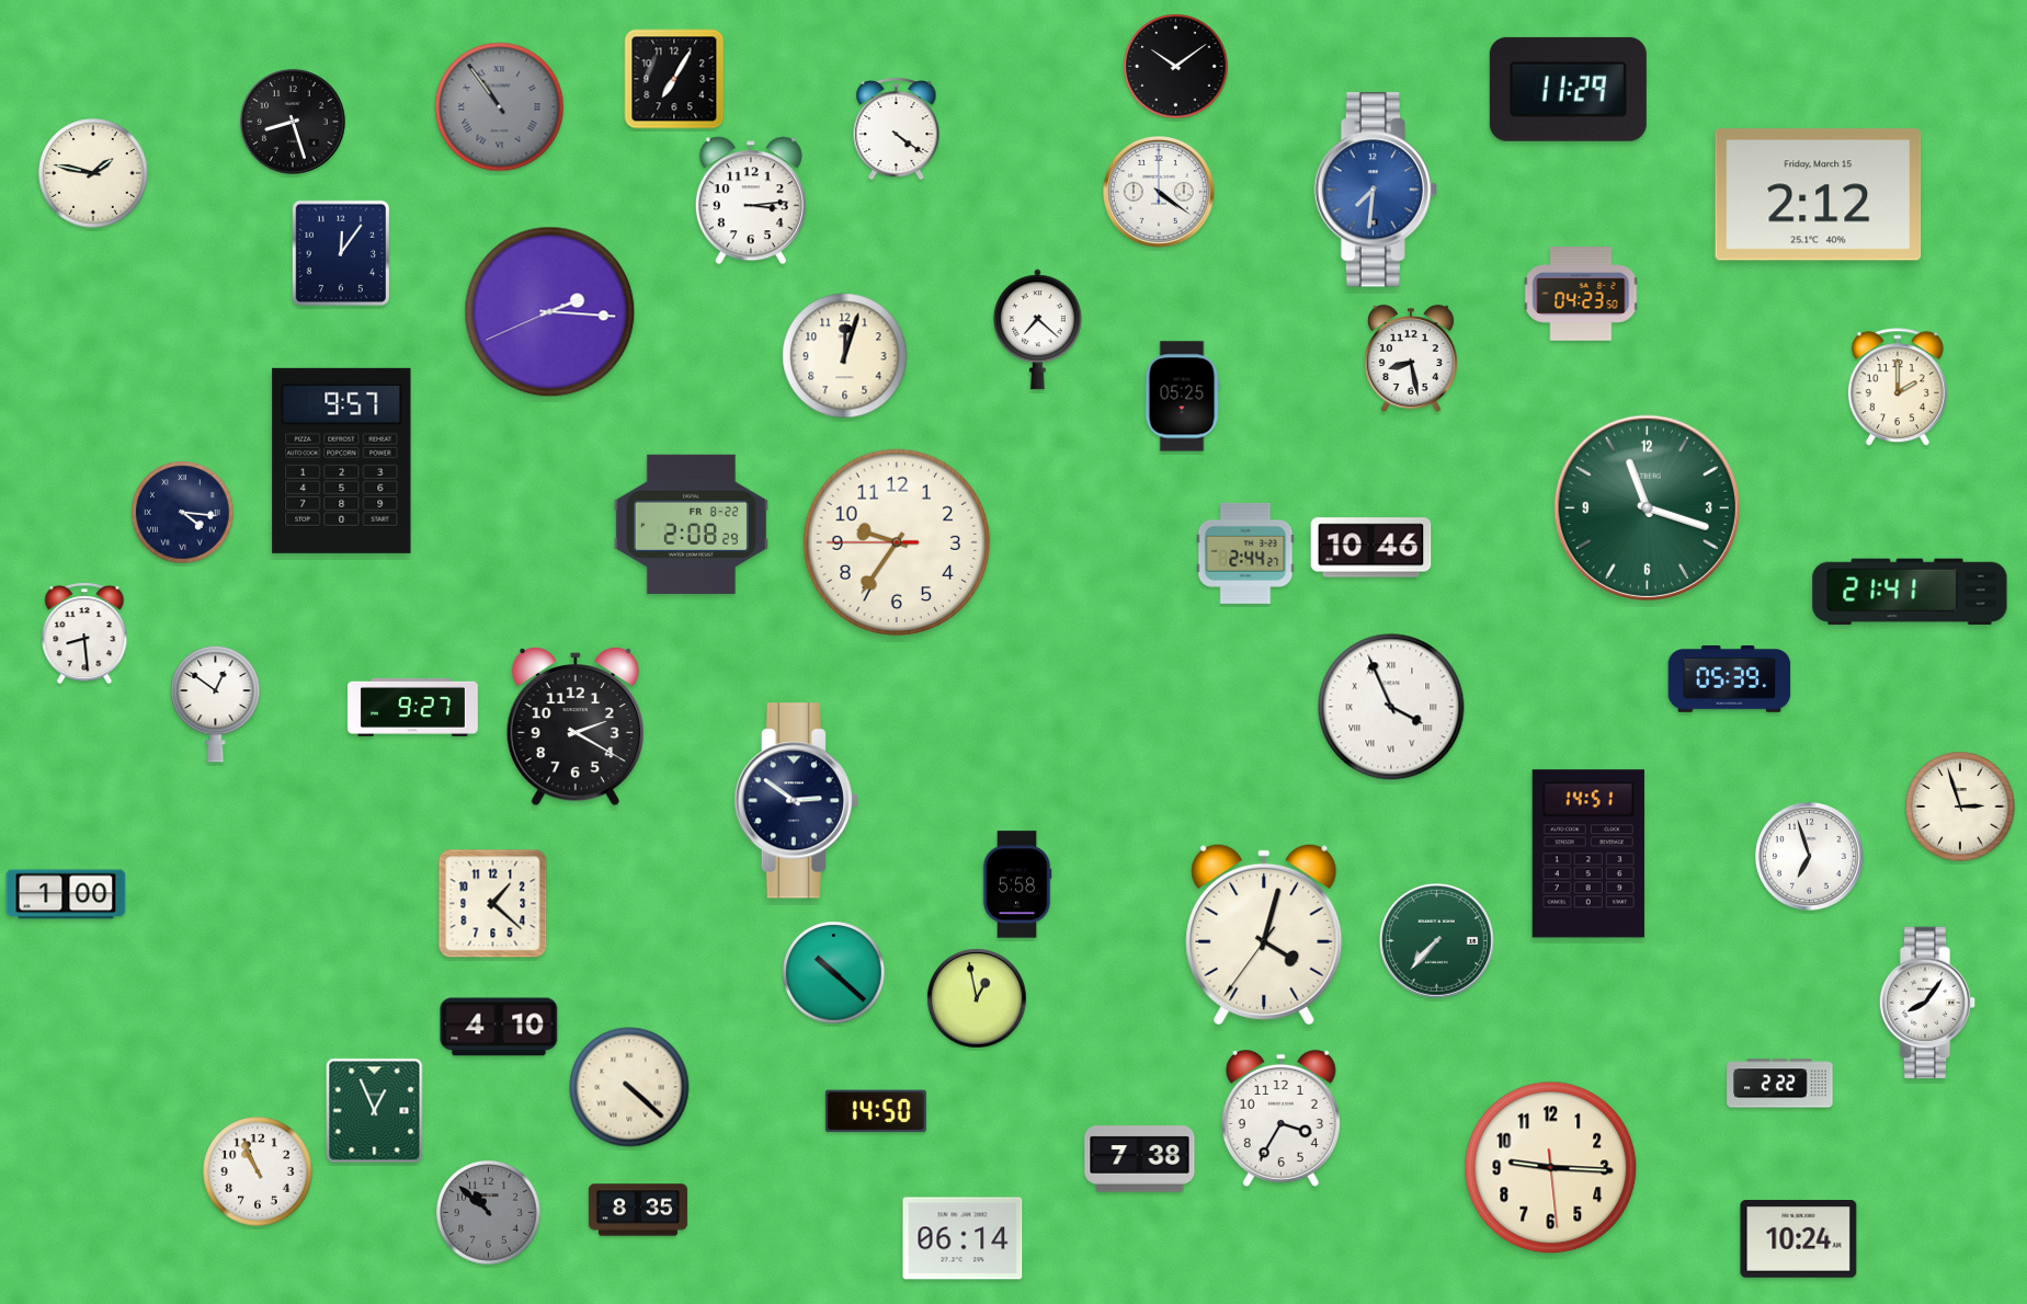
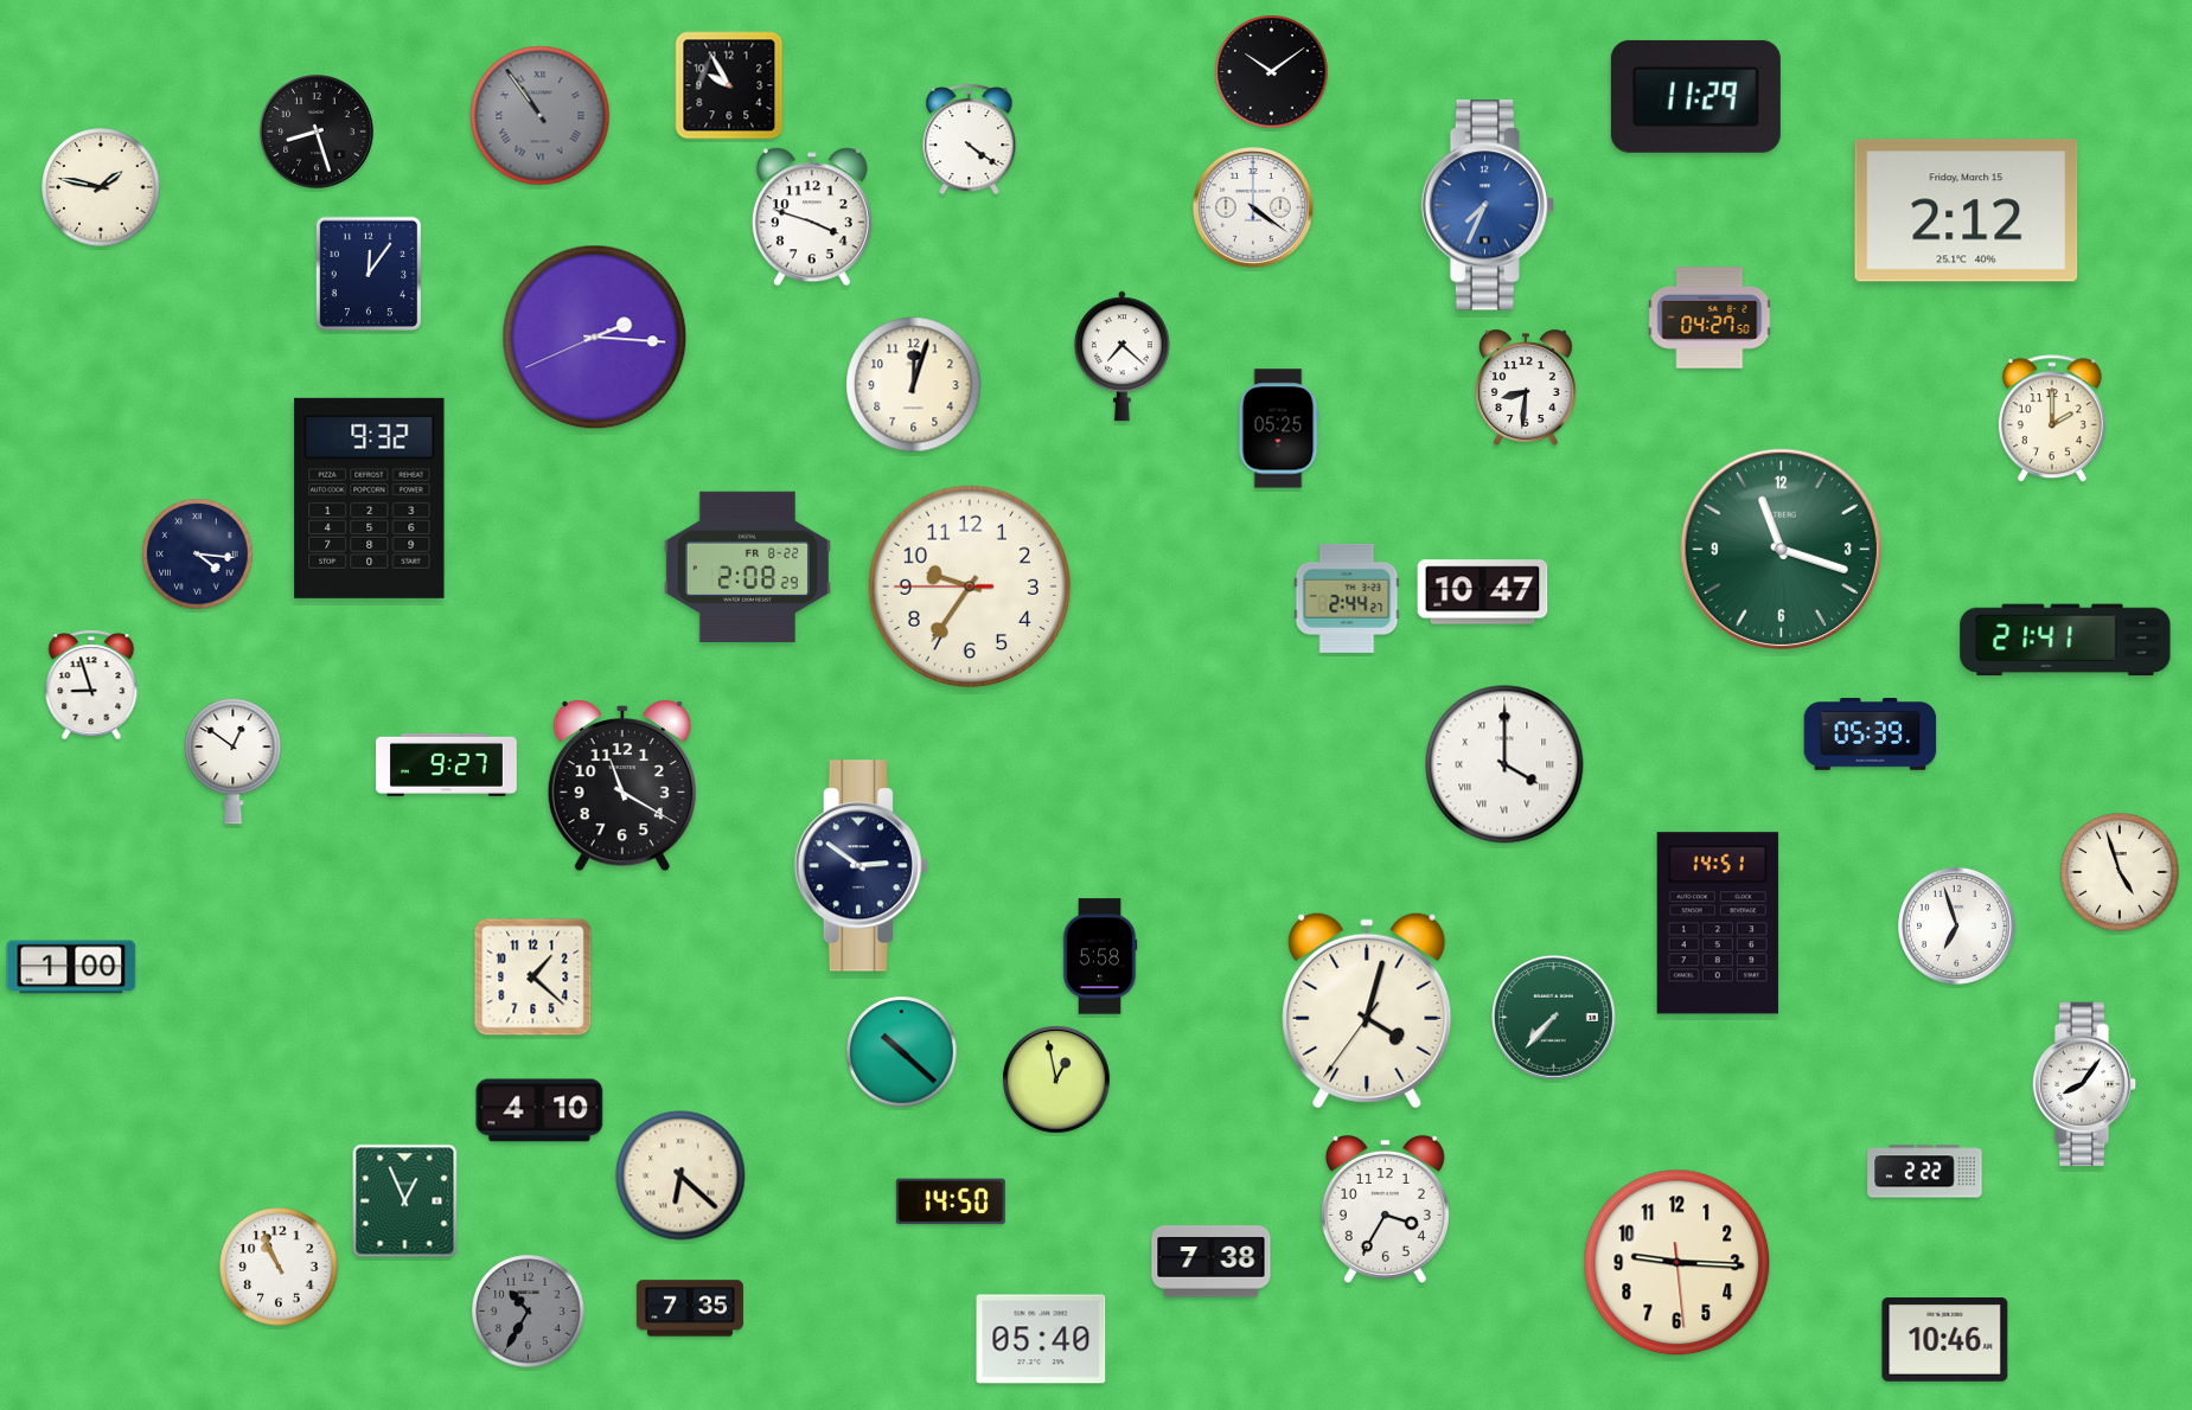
clock at (674, 79): 7:05 -> 9:55
clock at (1376, 190): 7:31 -> 7:34
clock at (751, 201): 3:14 -> 3:48
clock at (1581, 295): 04:23 -> 04:27
clock at (1412, 358): 8:28 -> 8:31
clock at (342, 460): 9:57 -> 9:32
clock at (1371, 548): 10:46 -> 10:47
clock at (84, 633): 8:29 -> 8:57
clock at (1391, 707): 3:56 -> 4:00
clock at (576, 727): 2:20 -> 11:20
clock at (1960, 807): 2:57 -> 4:57
clock at (629, 1087): 4:22 -> 6:22
clock at (876, 1111) position: (876, 1111) -> (951, 1201)
clock at (1140, 1159) position: (1140, 1159) -> (1212, 1262)
clock at (638, 1210): 8:35 -> 7:35
clock at (489, 1213): 10:52 -> 10:35
clock at (963, 1238): 06:14 -> 05:40
clock at (1799, 1239): 10:24 -> 10:46
